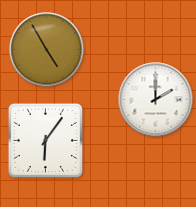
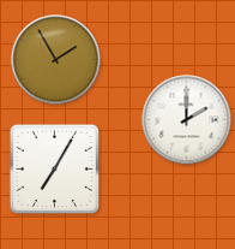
clock at (47, 50): 4:55 -> 1:55
clock at (45, 140): 6:06 -> 7:05
